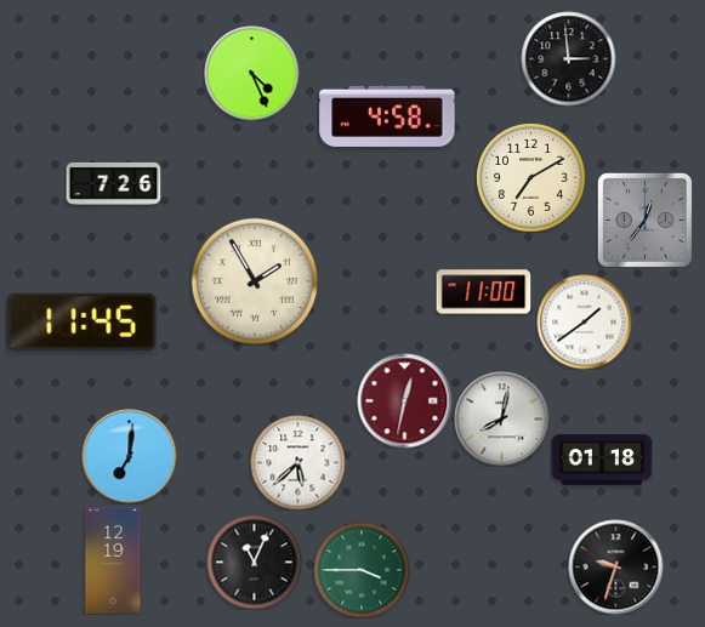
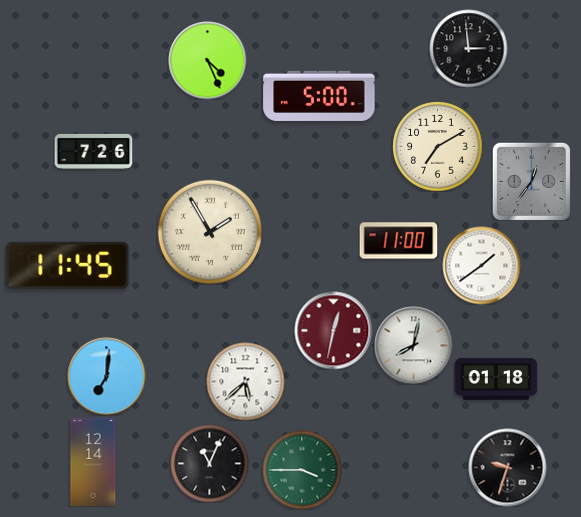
clock at (387, 116): 4:58 -> 5:00
clock at (113, 560): 12:19 -> 12:14
clock at (362, 570) position: (362, 570) -> (302, 470)
